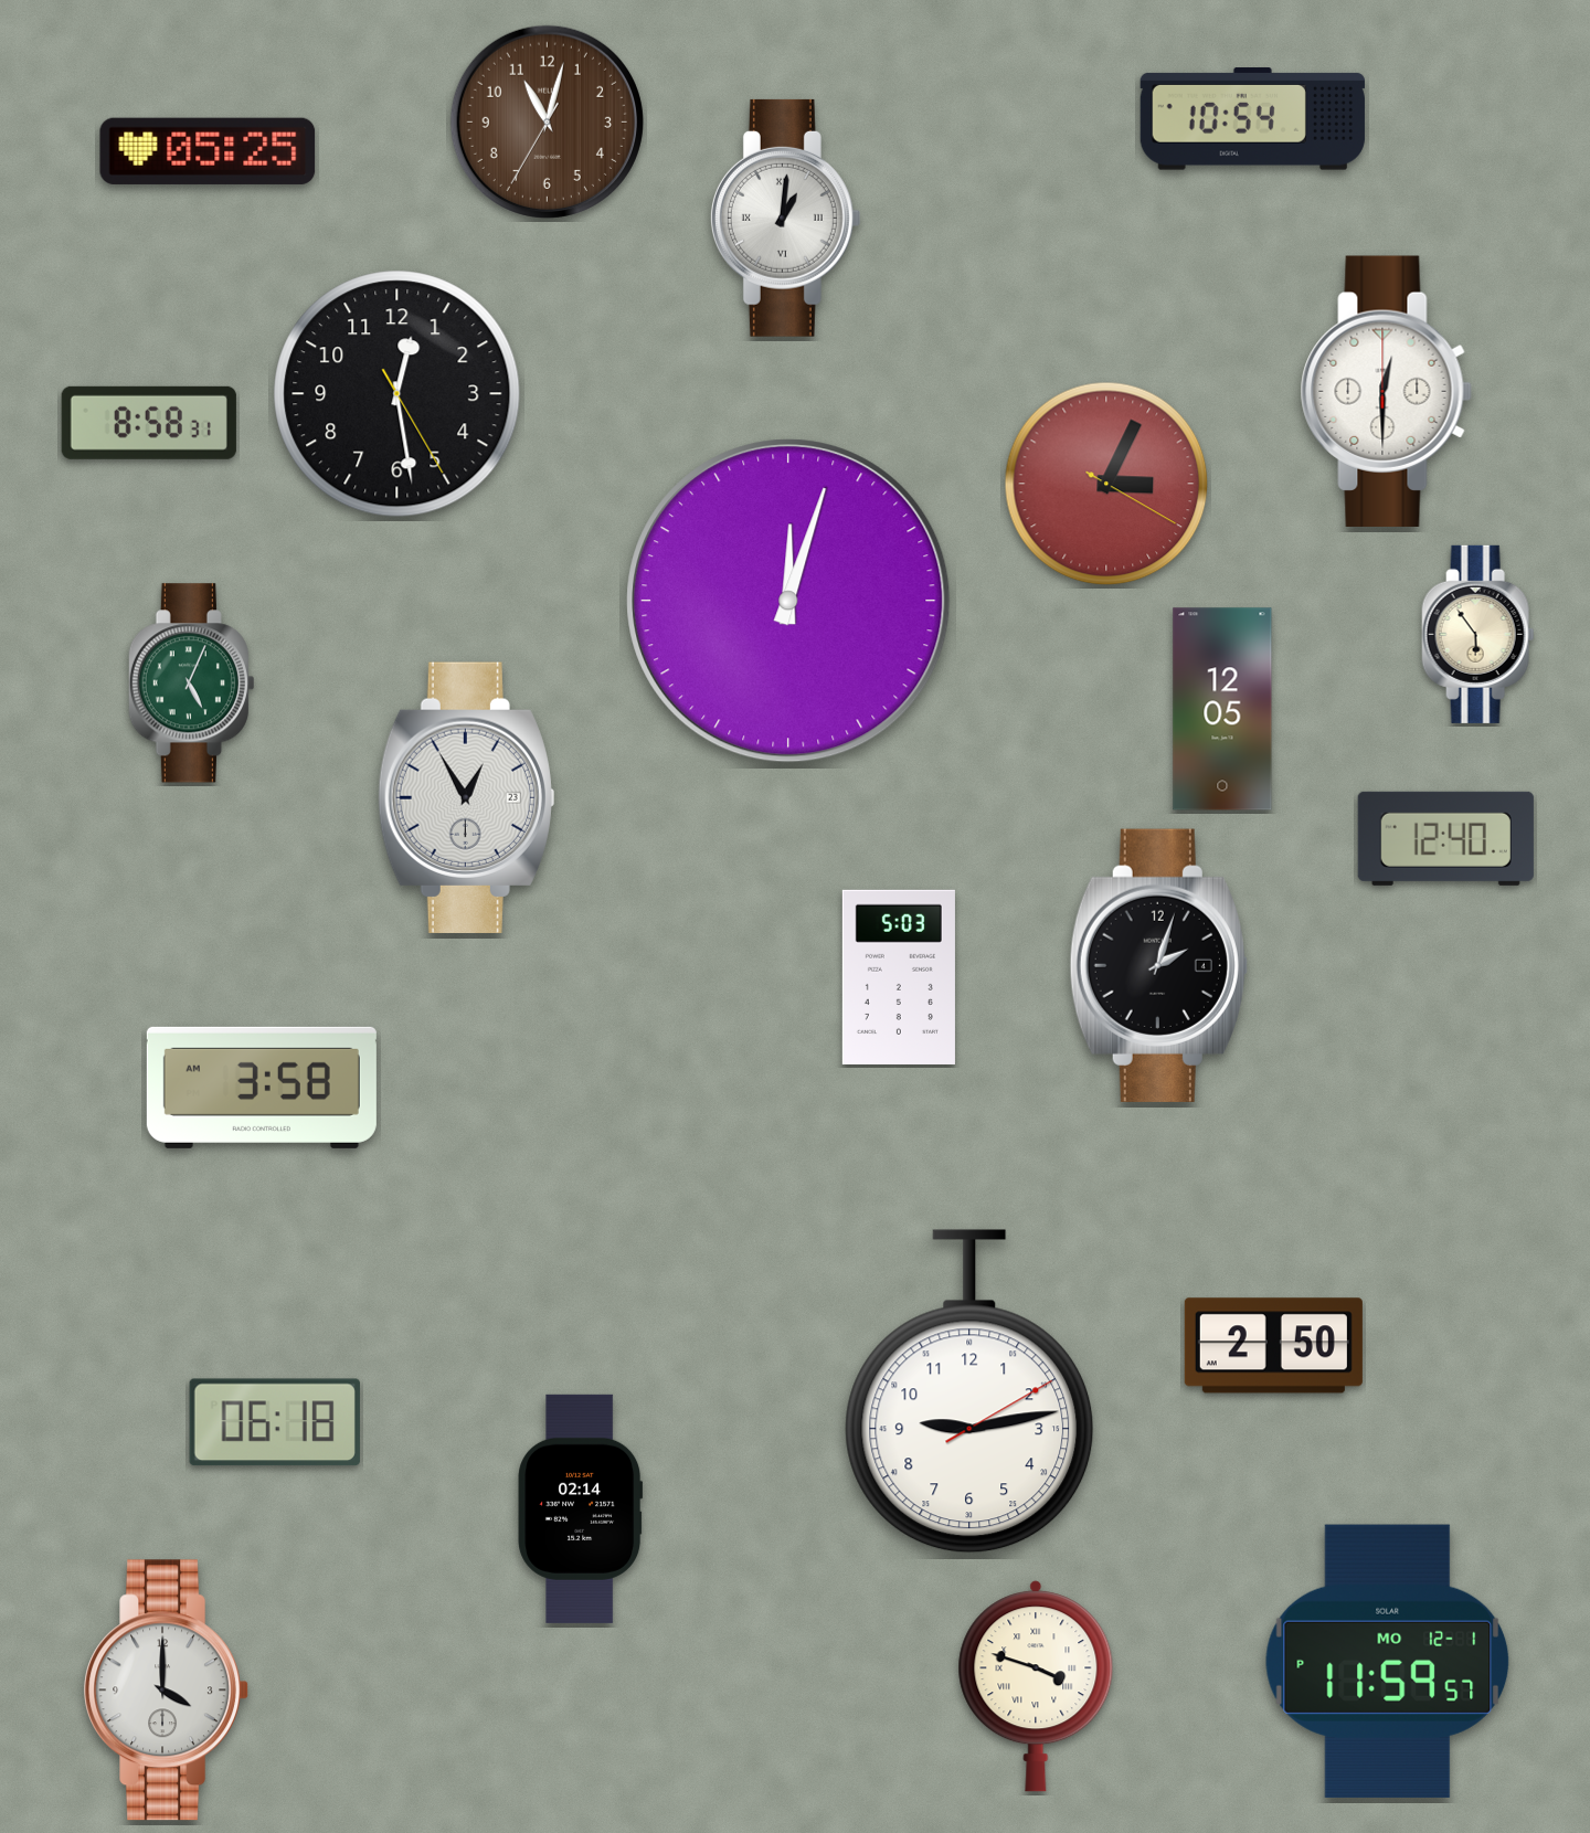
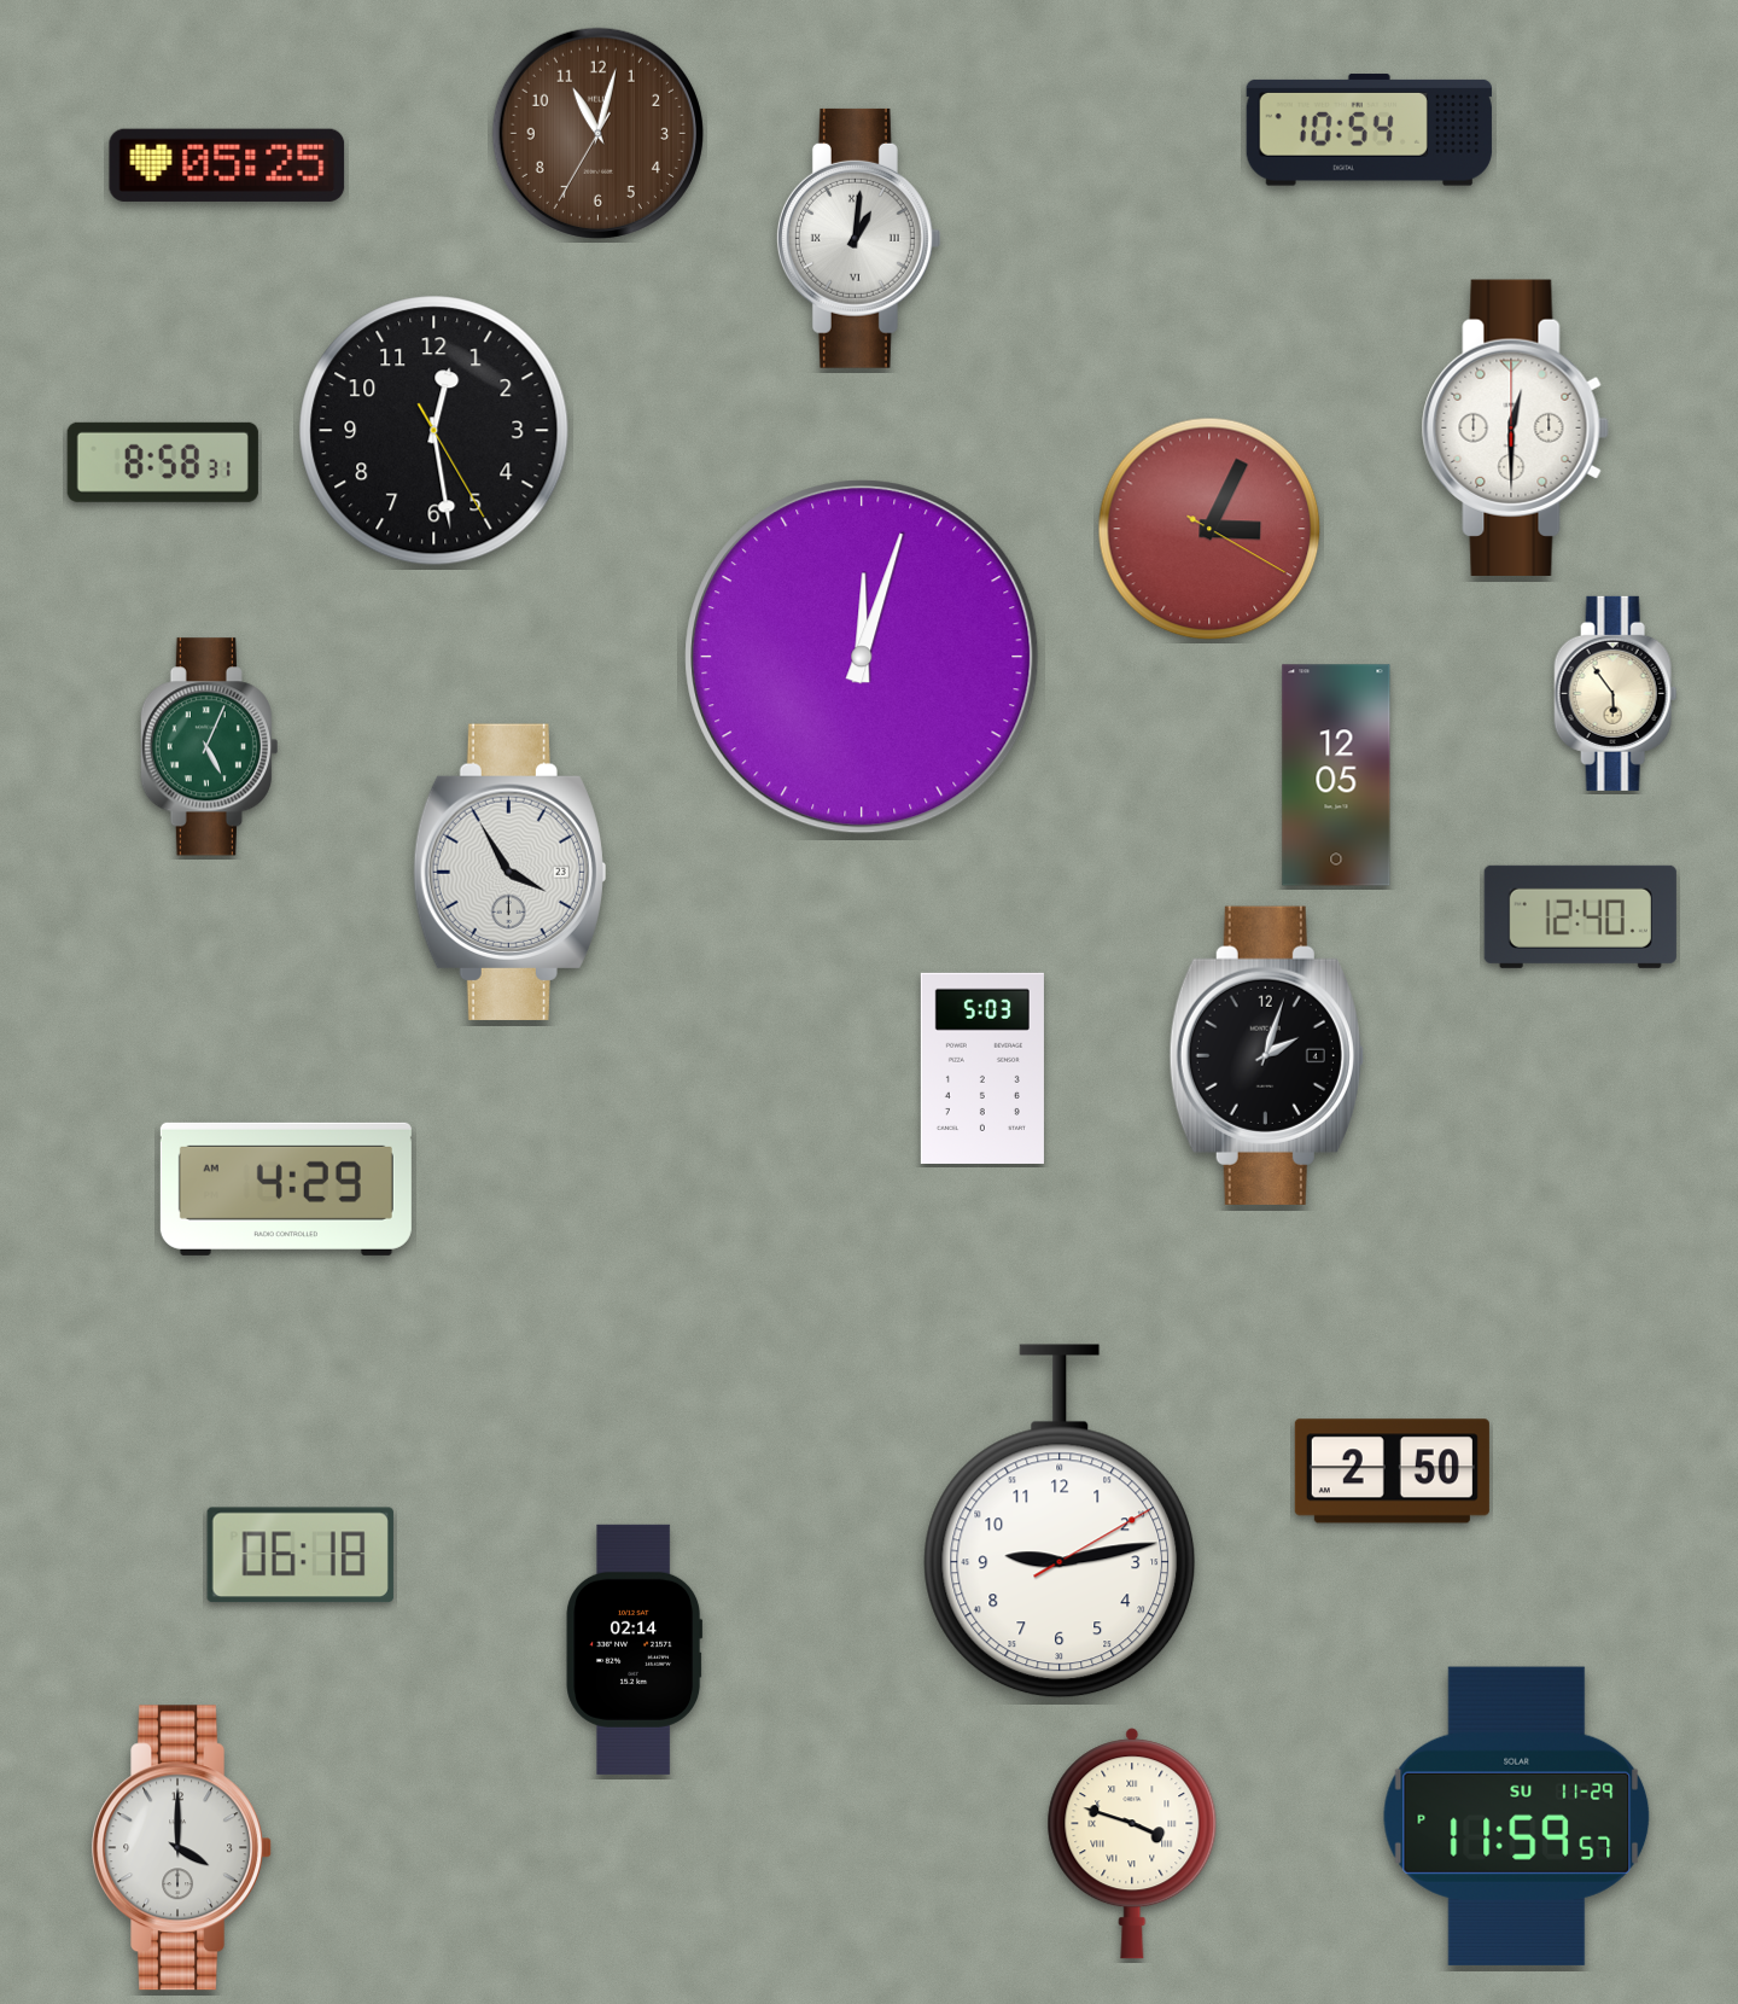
clock at (466, 797): 12:55 -> 3:55
clock at (262, 1088): 3:58 -> 4:29
clock at (1388, 1661) date: MO 12-1 -> SU 11-29
